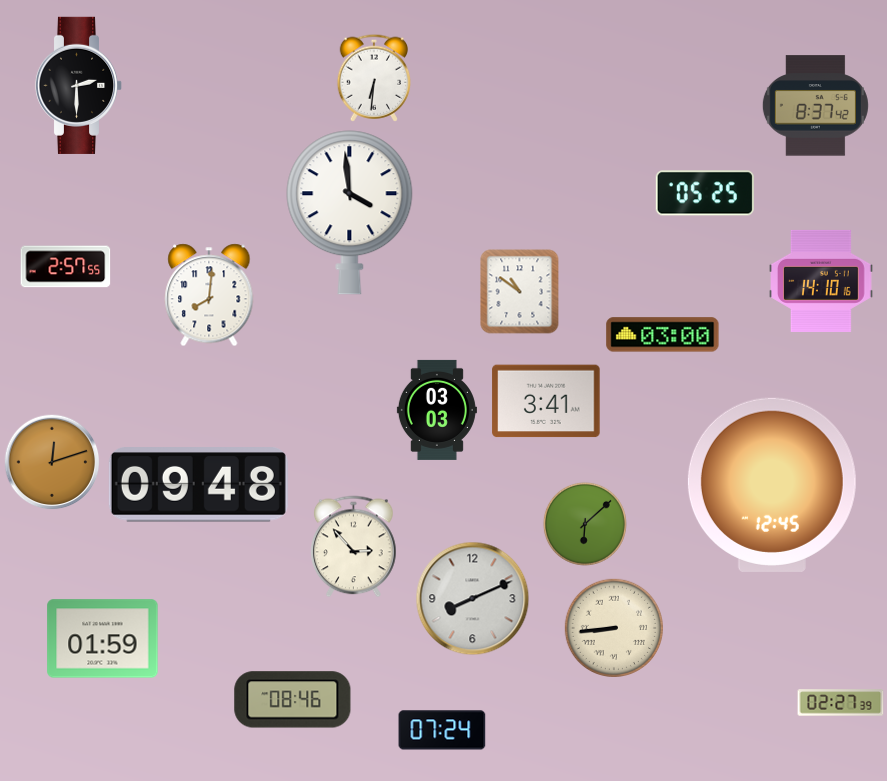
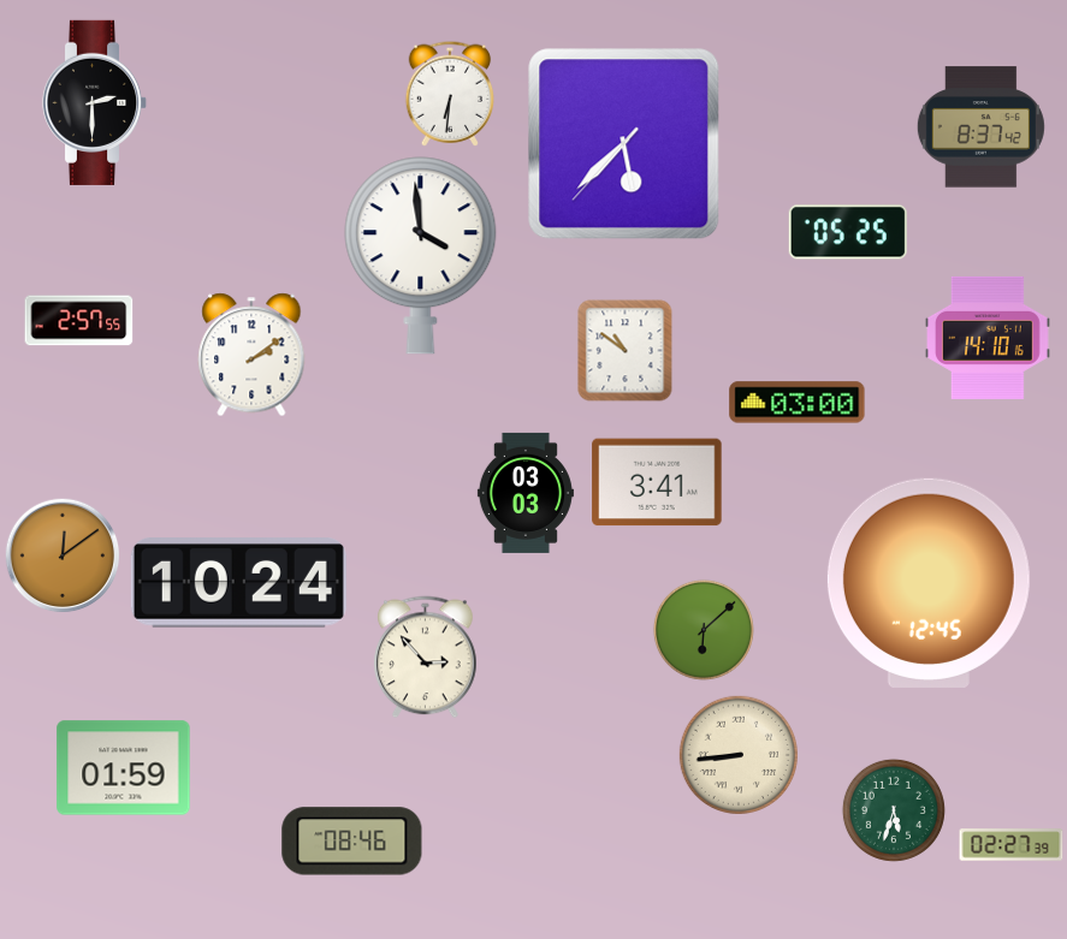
clock at (624, 144): none -> 5:37
clock at (209, 295): 8:01 -> 2:09
clock at (52, 462): 12:12 -> 12:09
clock at (198, 485): 09:48 -> 10:24
clock at (473, 599): 8:11 -> none
clock at (894, 810): none -> 5:33
clock at (442, 730): 07:24 -> none
